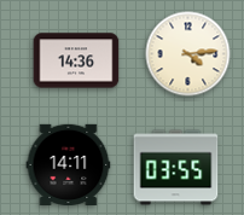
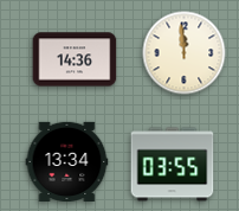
clock at (188, 54): 4:14 -> 11:59
clock at (69, 164): 14:11 -> 13:34
